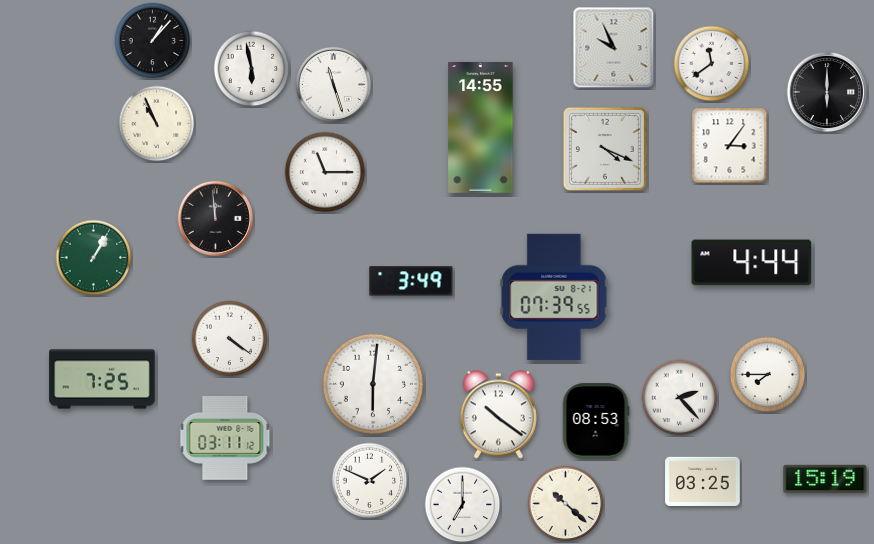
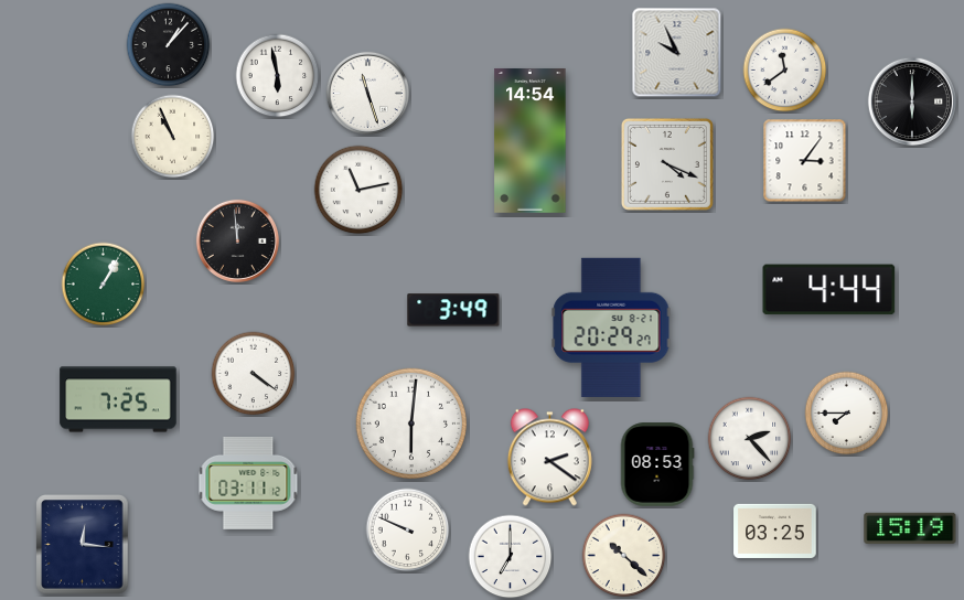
clock at (481, 127): 14:55 -> 14:54
clock at (325, 172): 11:15 -> 11:13
clock at (554, 297): 07:39 -> 20:29
clock at (102, 379) position: (102, 379) -> (118, 399)
clock at (498, 415): 10:21 -> 2:21
clock at (370, 481): 1:49 -> 9:49
clock at (83, 545): none -> 12:16
